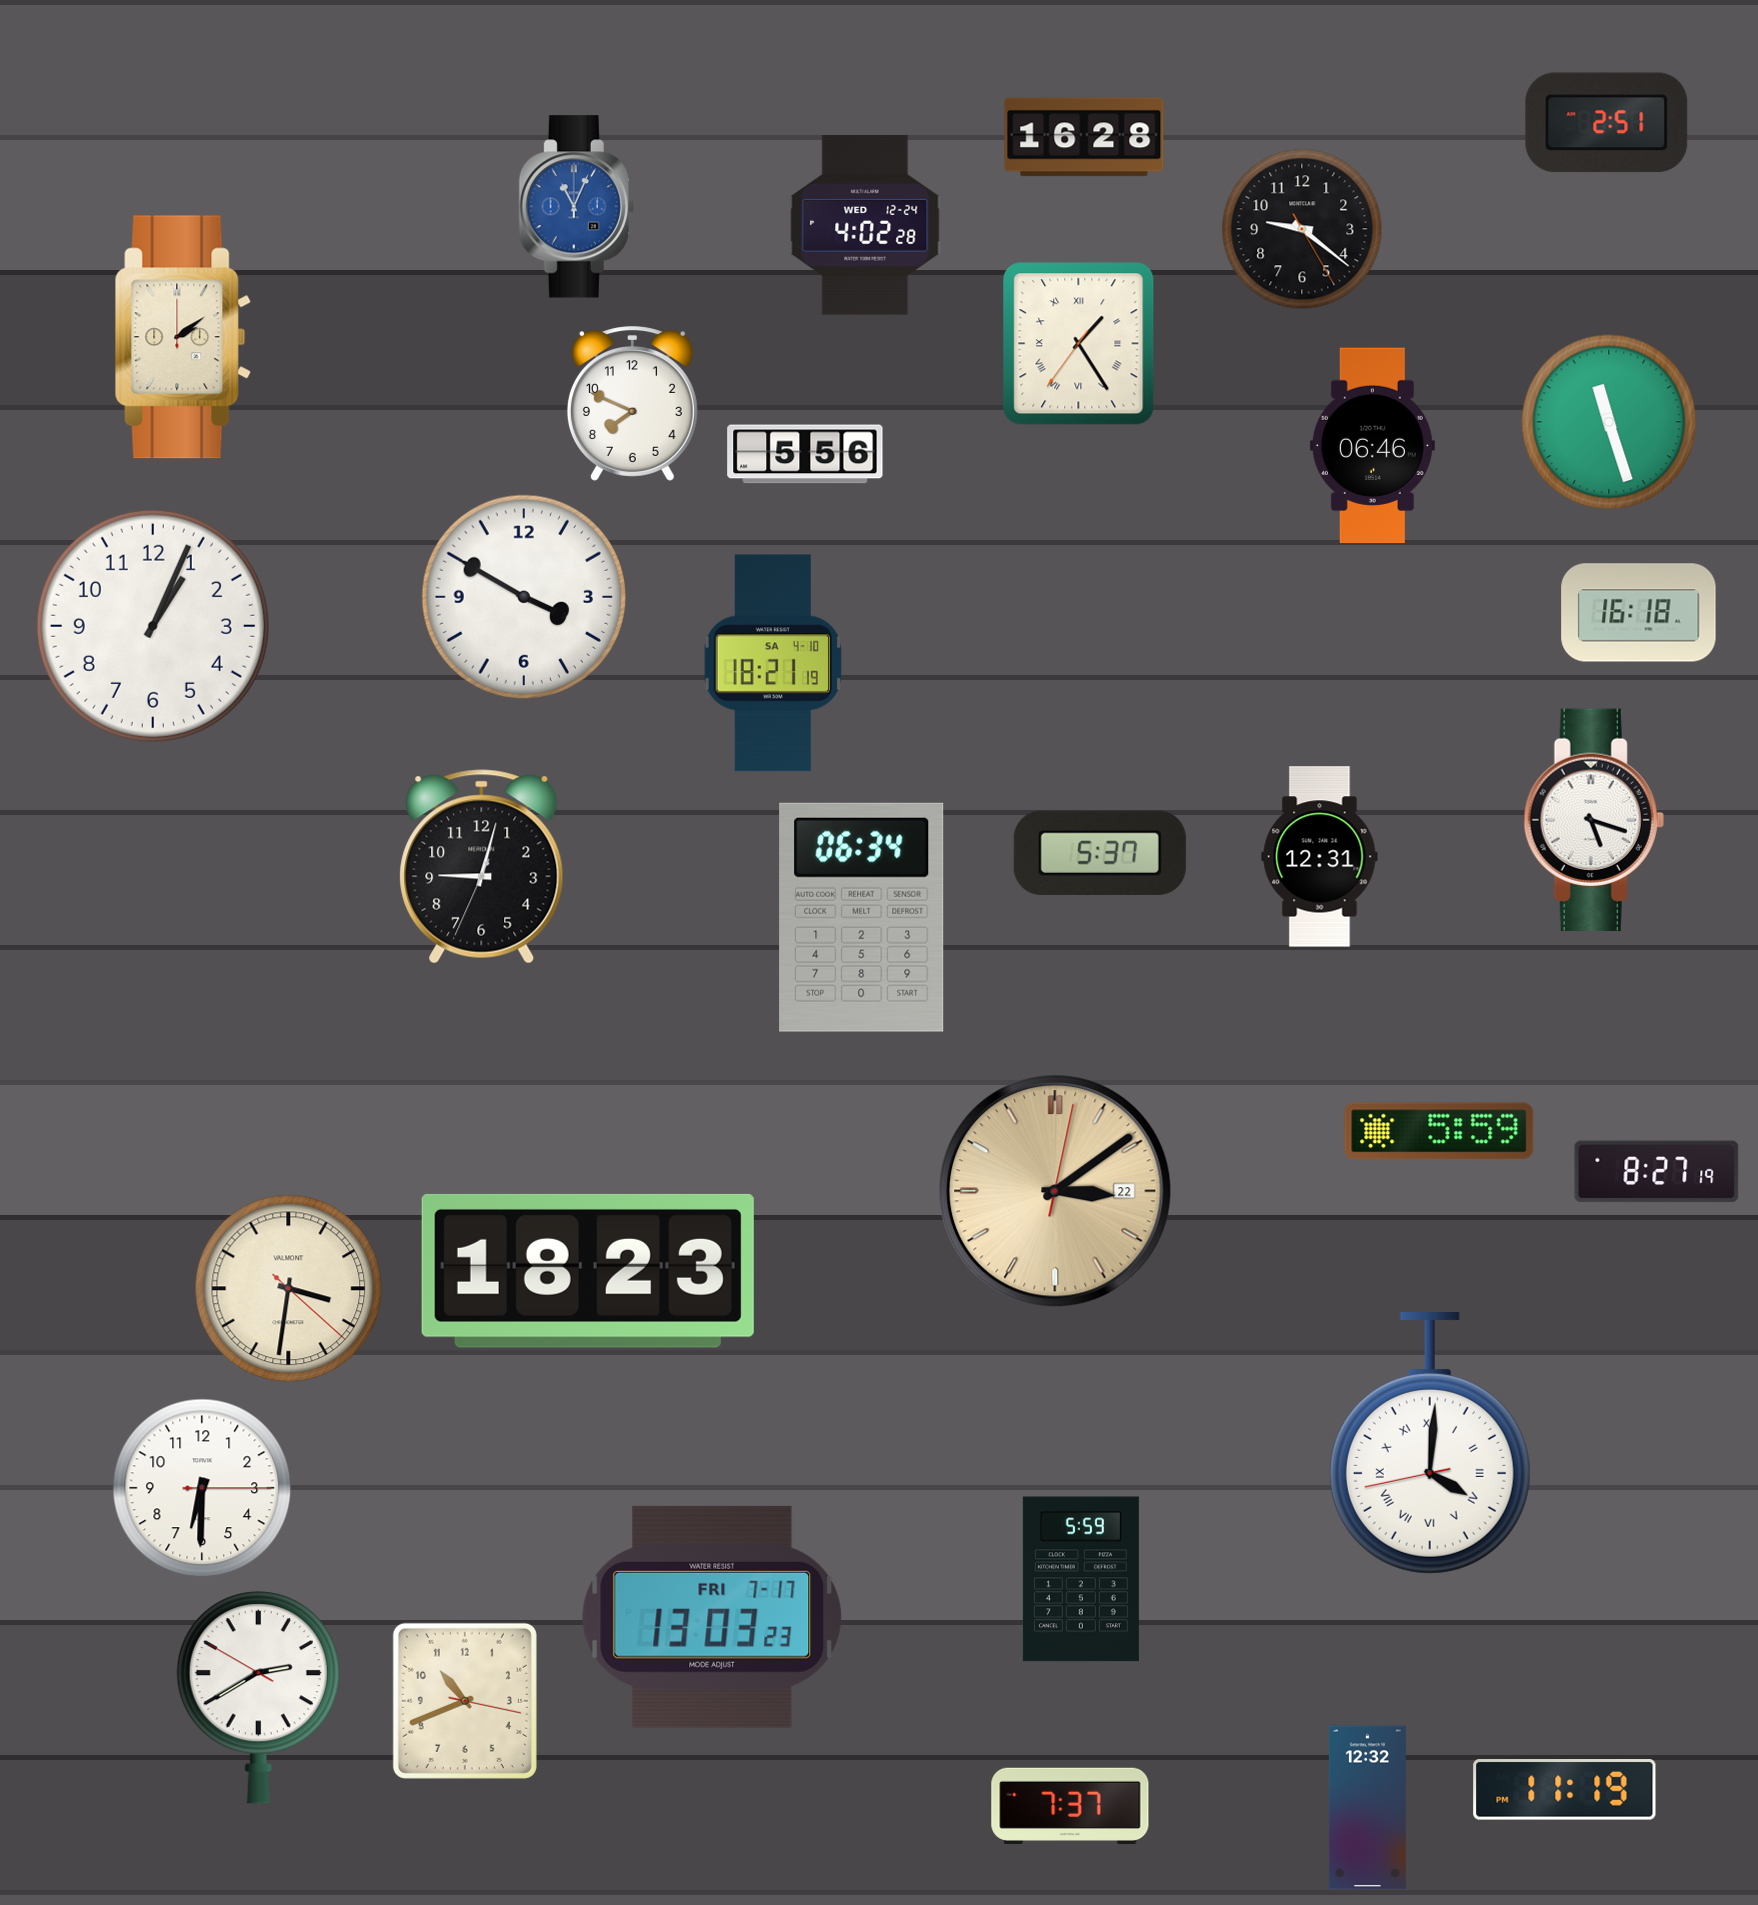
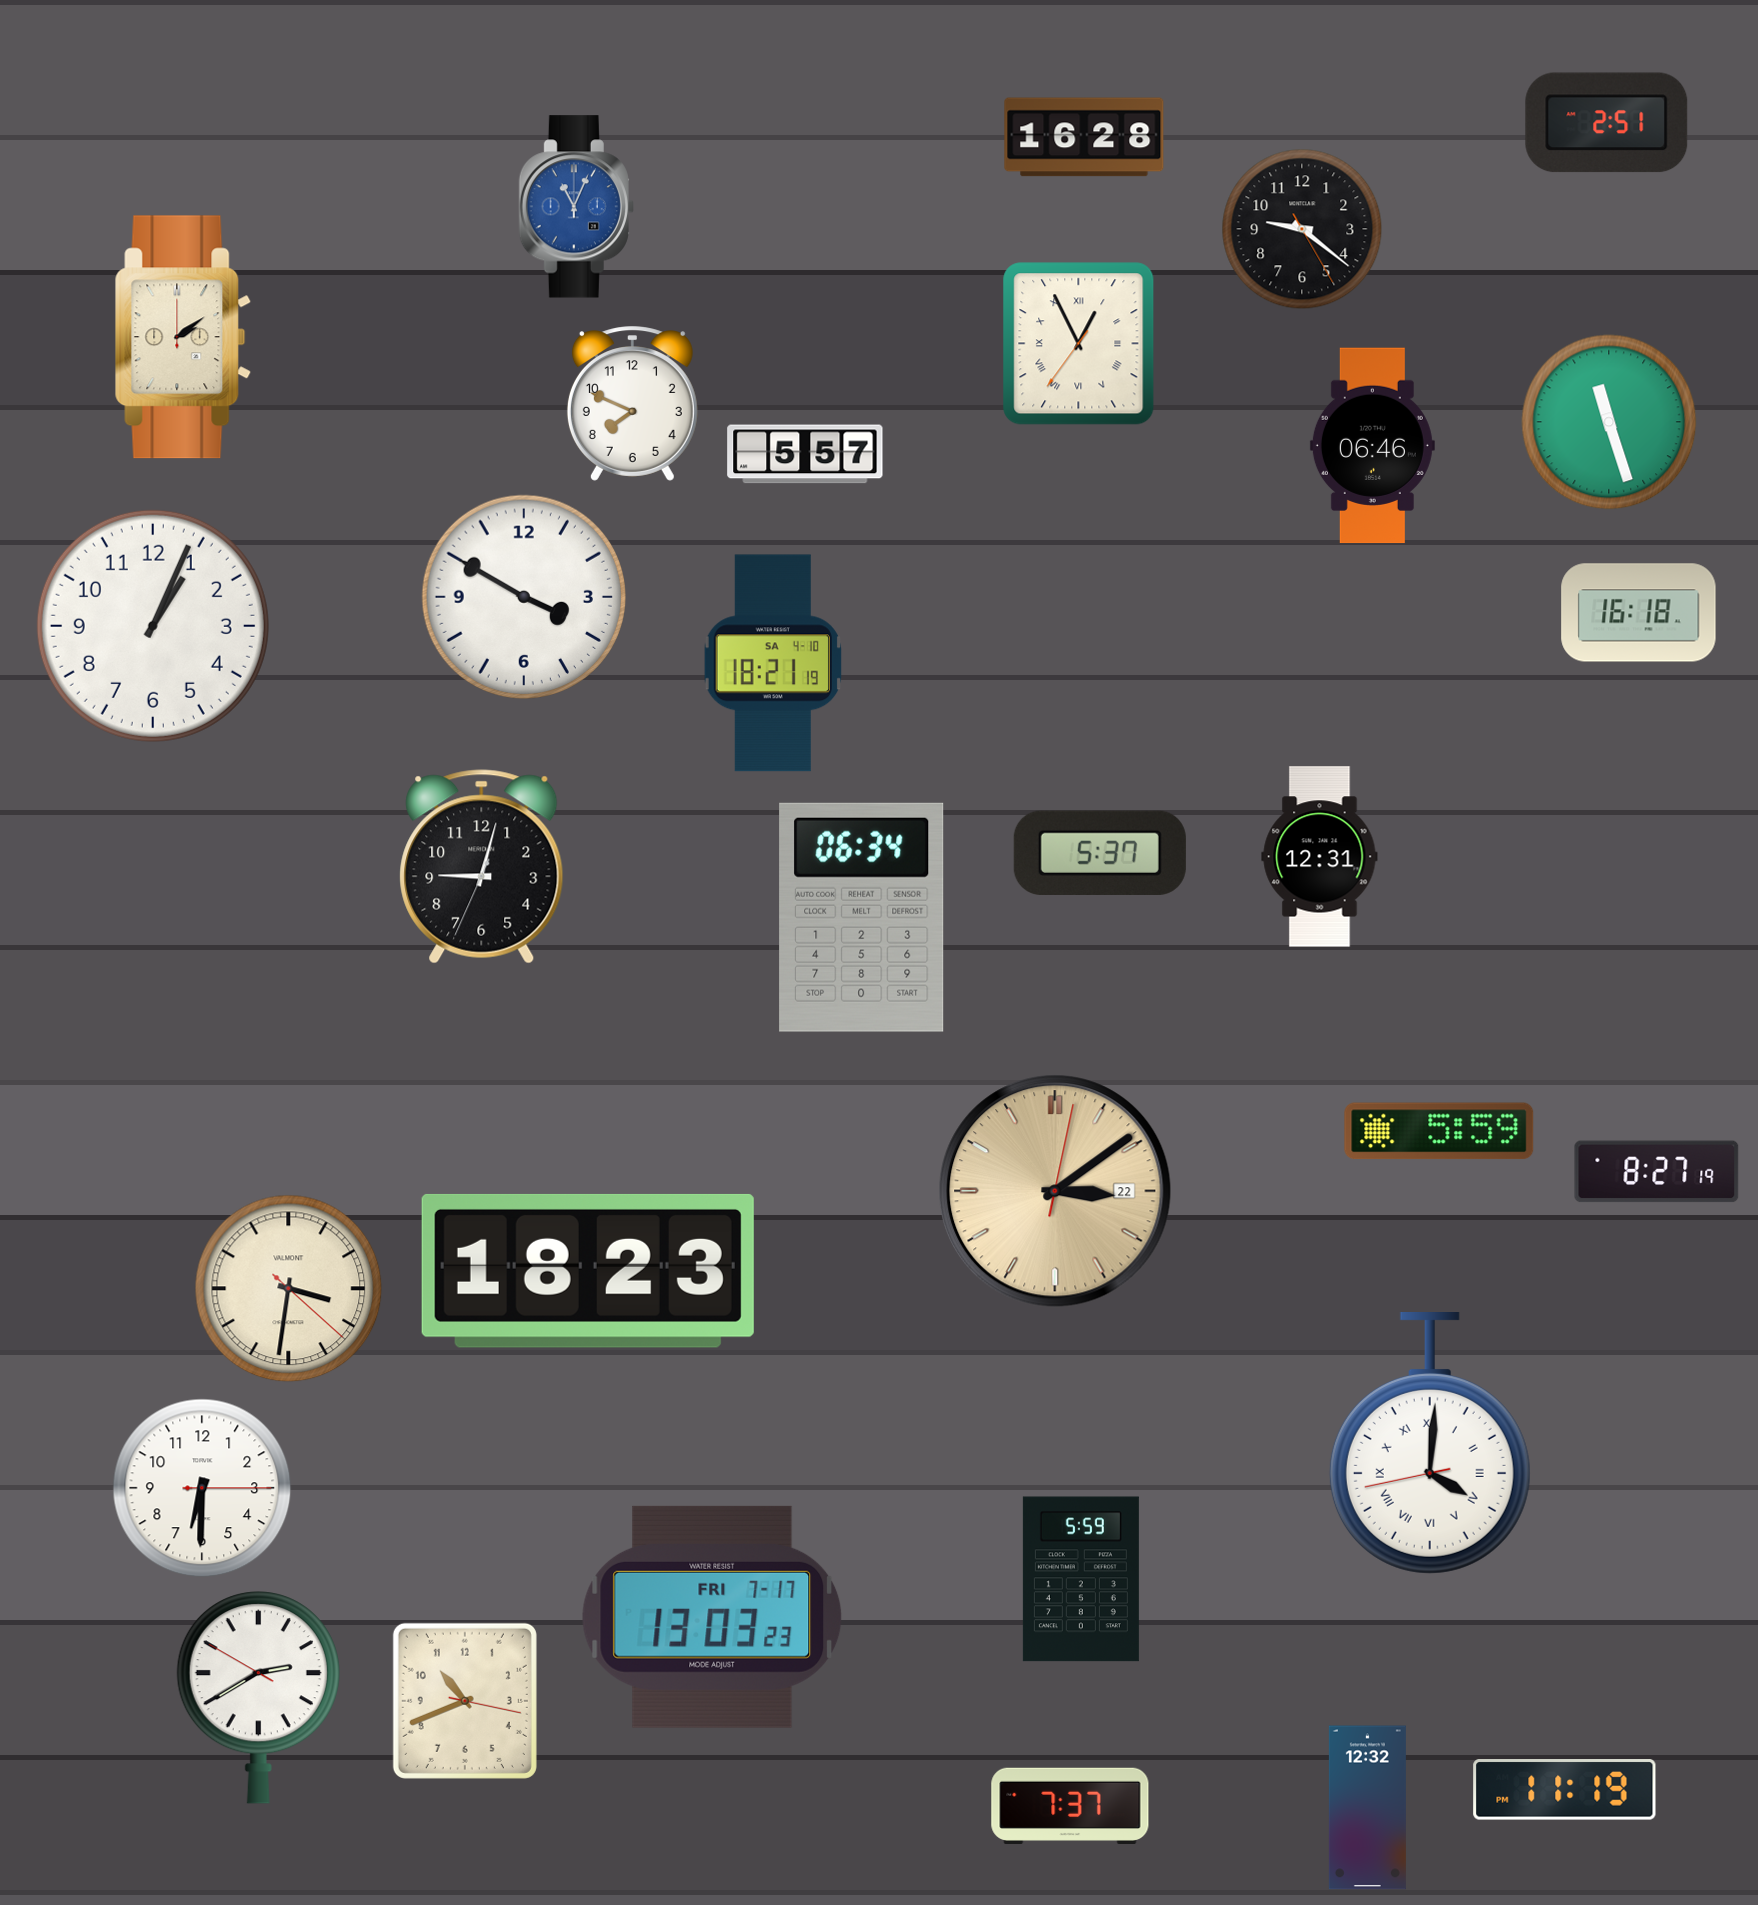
clock at (865, 225): 4:02 -> none
clock at (1079, 344): 1:24 -> 12:55
clock at (805, 454): 5:56 -> 5:57
clock at (1594, 820): 5:18 -> none
